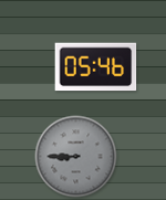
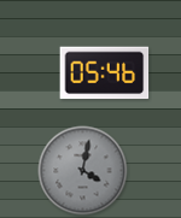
clock at (76, 157): 8:45 -> 4:02
